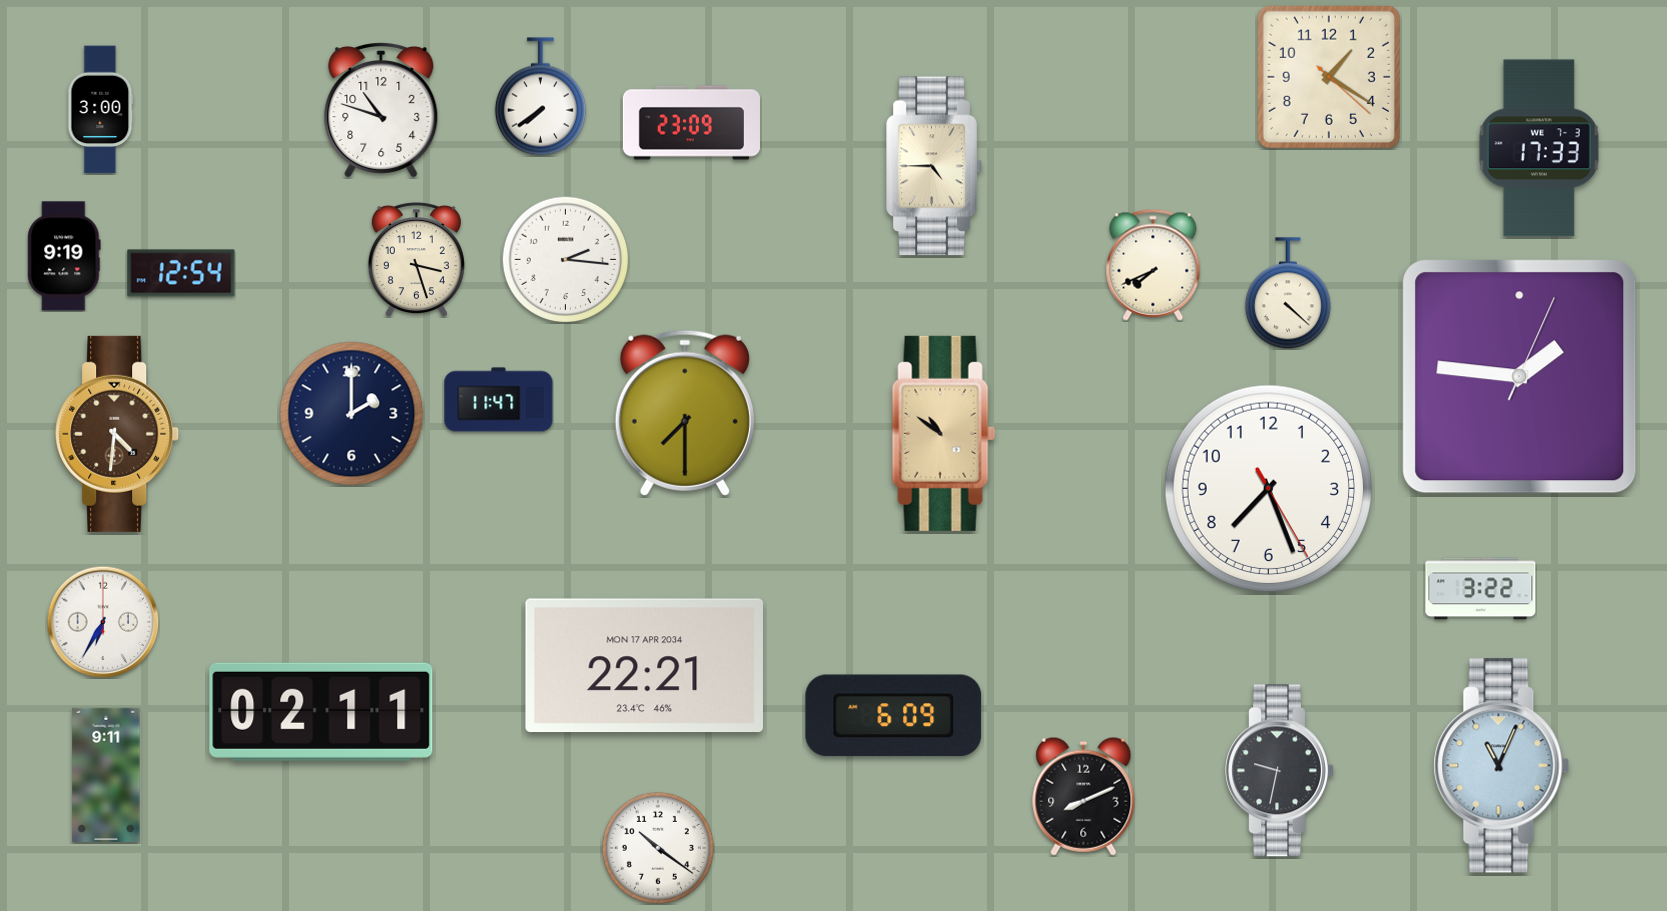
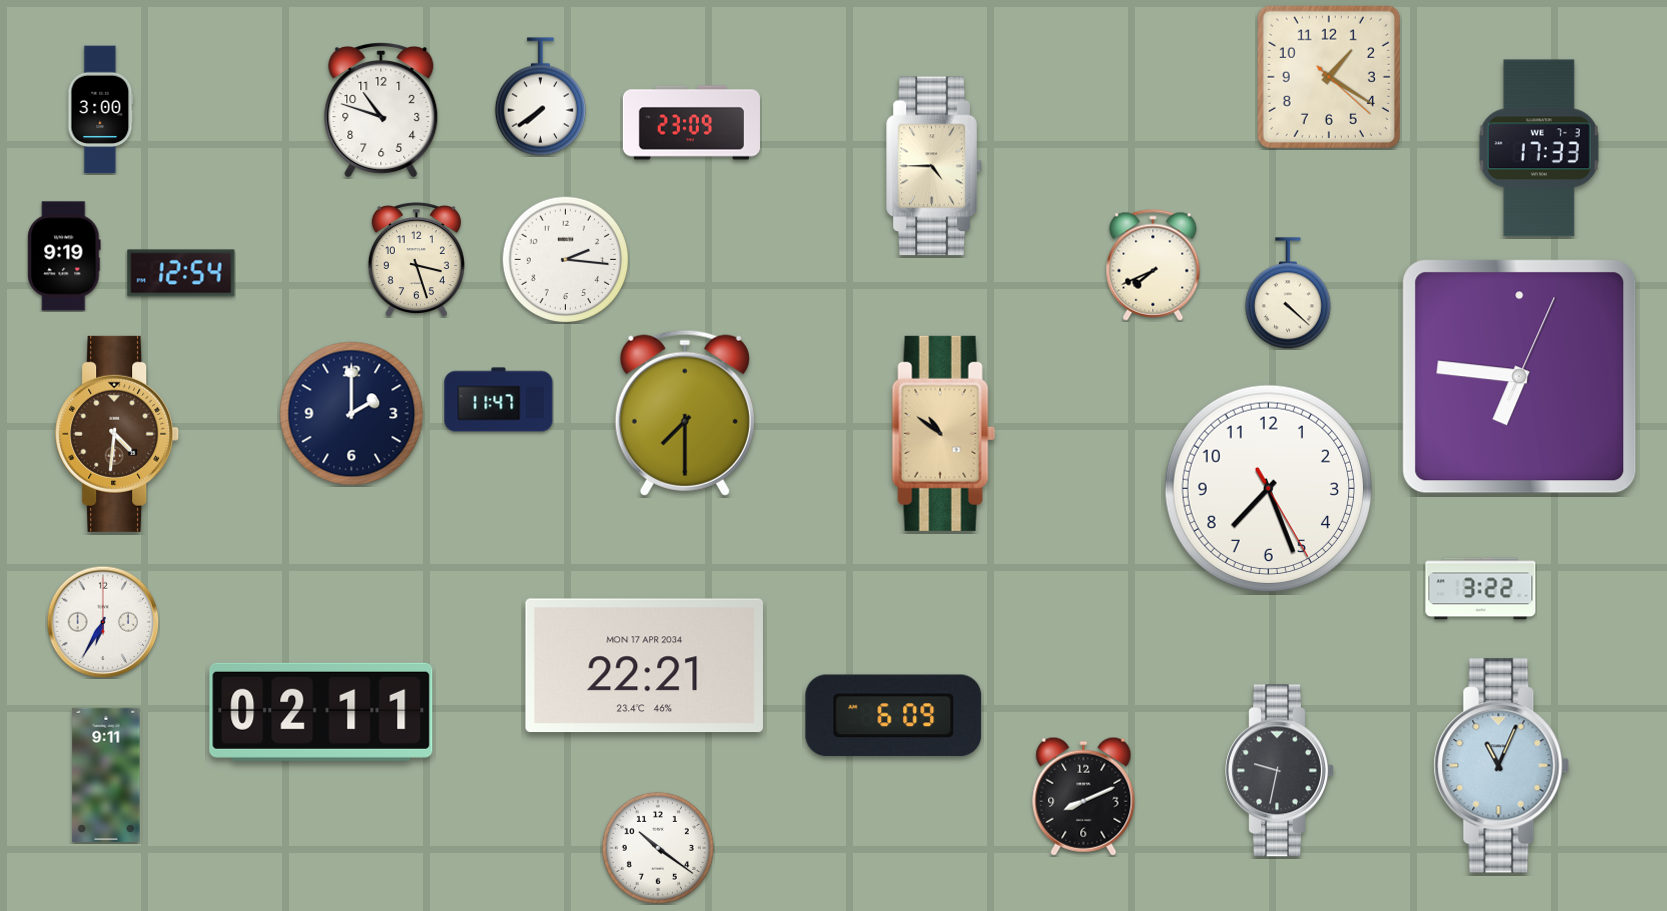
clock at (1520, 377): 1:46 -> 6:46
